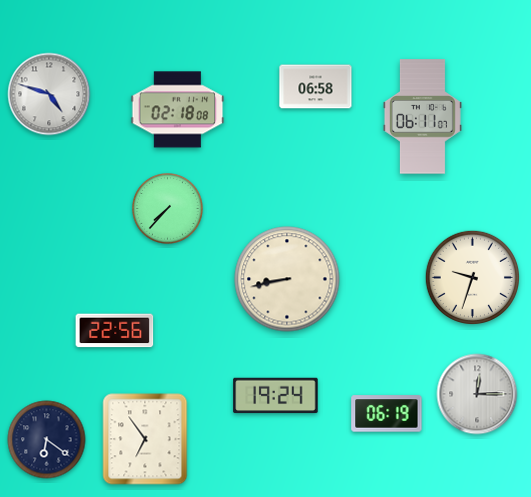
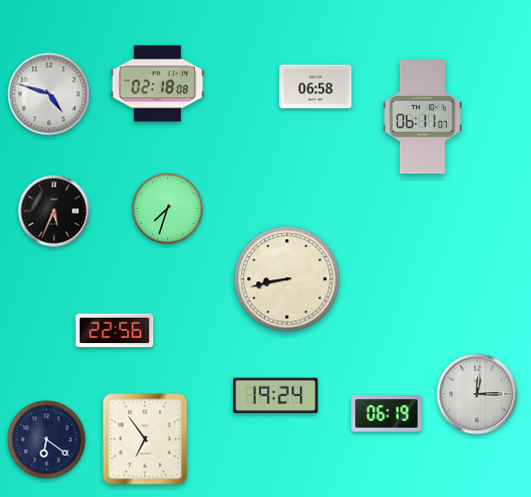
clock at (178, 110) position: (178, 110) -> (158, 84)
clock at (168, 209): 7:37 -> 7:33
clock at (54, 211): none -> 5:34
clock at (472, 277): 9:33 -> none
